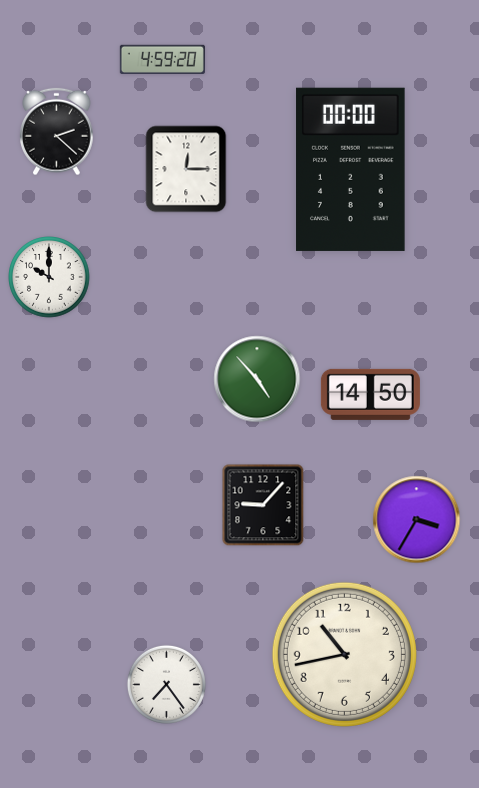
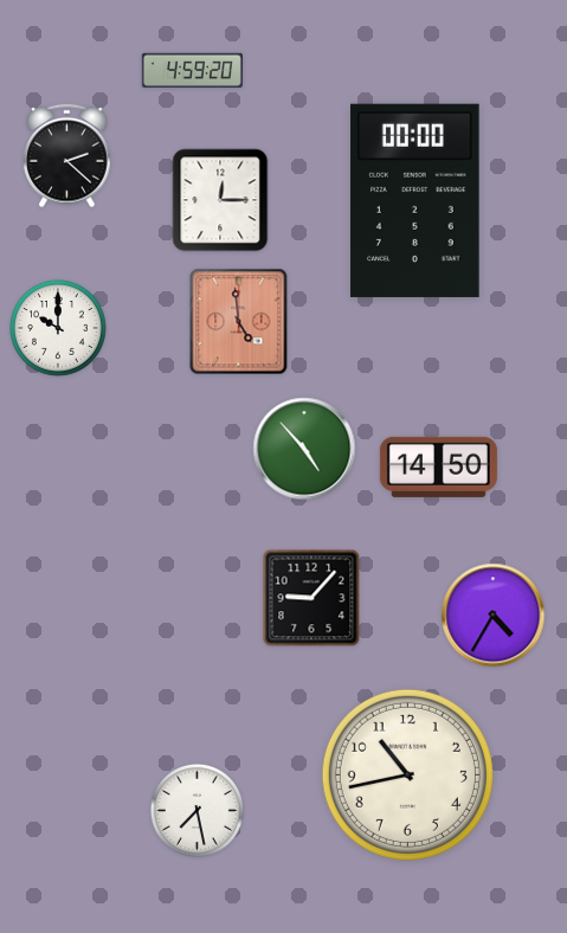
clock at (239, 322): none -> 4:59
clock at (417, 520): 3:35 -> 4:35
clock at (166, 684): 7:24 -> 7:28
